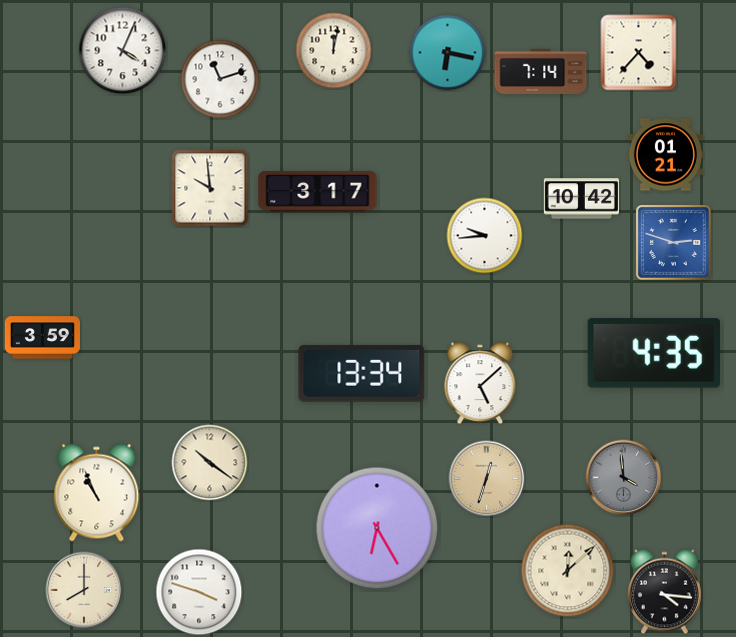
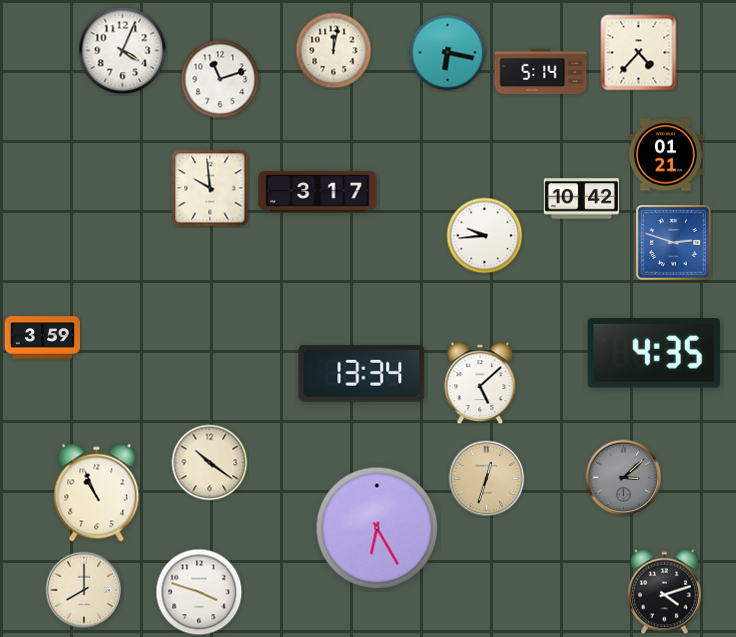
clock at (541, 71): 7:14 -> 5:14
clock at (624, 478): 3:59 -> 3:08
clock at (568, 571): 12:08 -> none
clock at (665, 592): 4:16 -> 4:12
